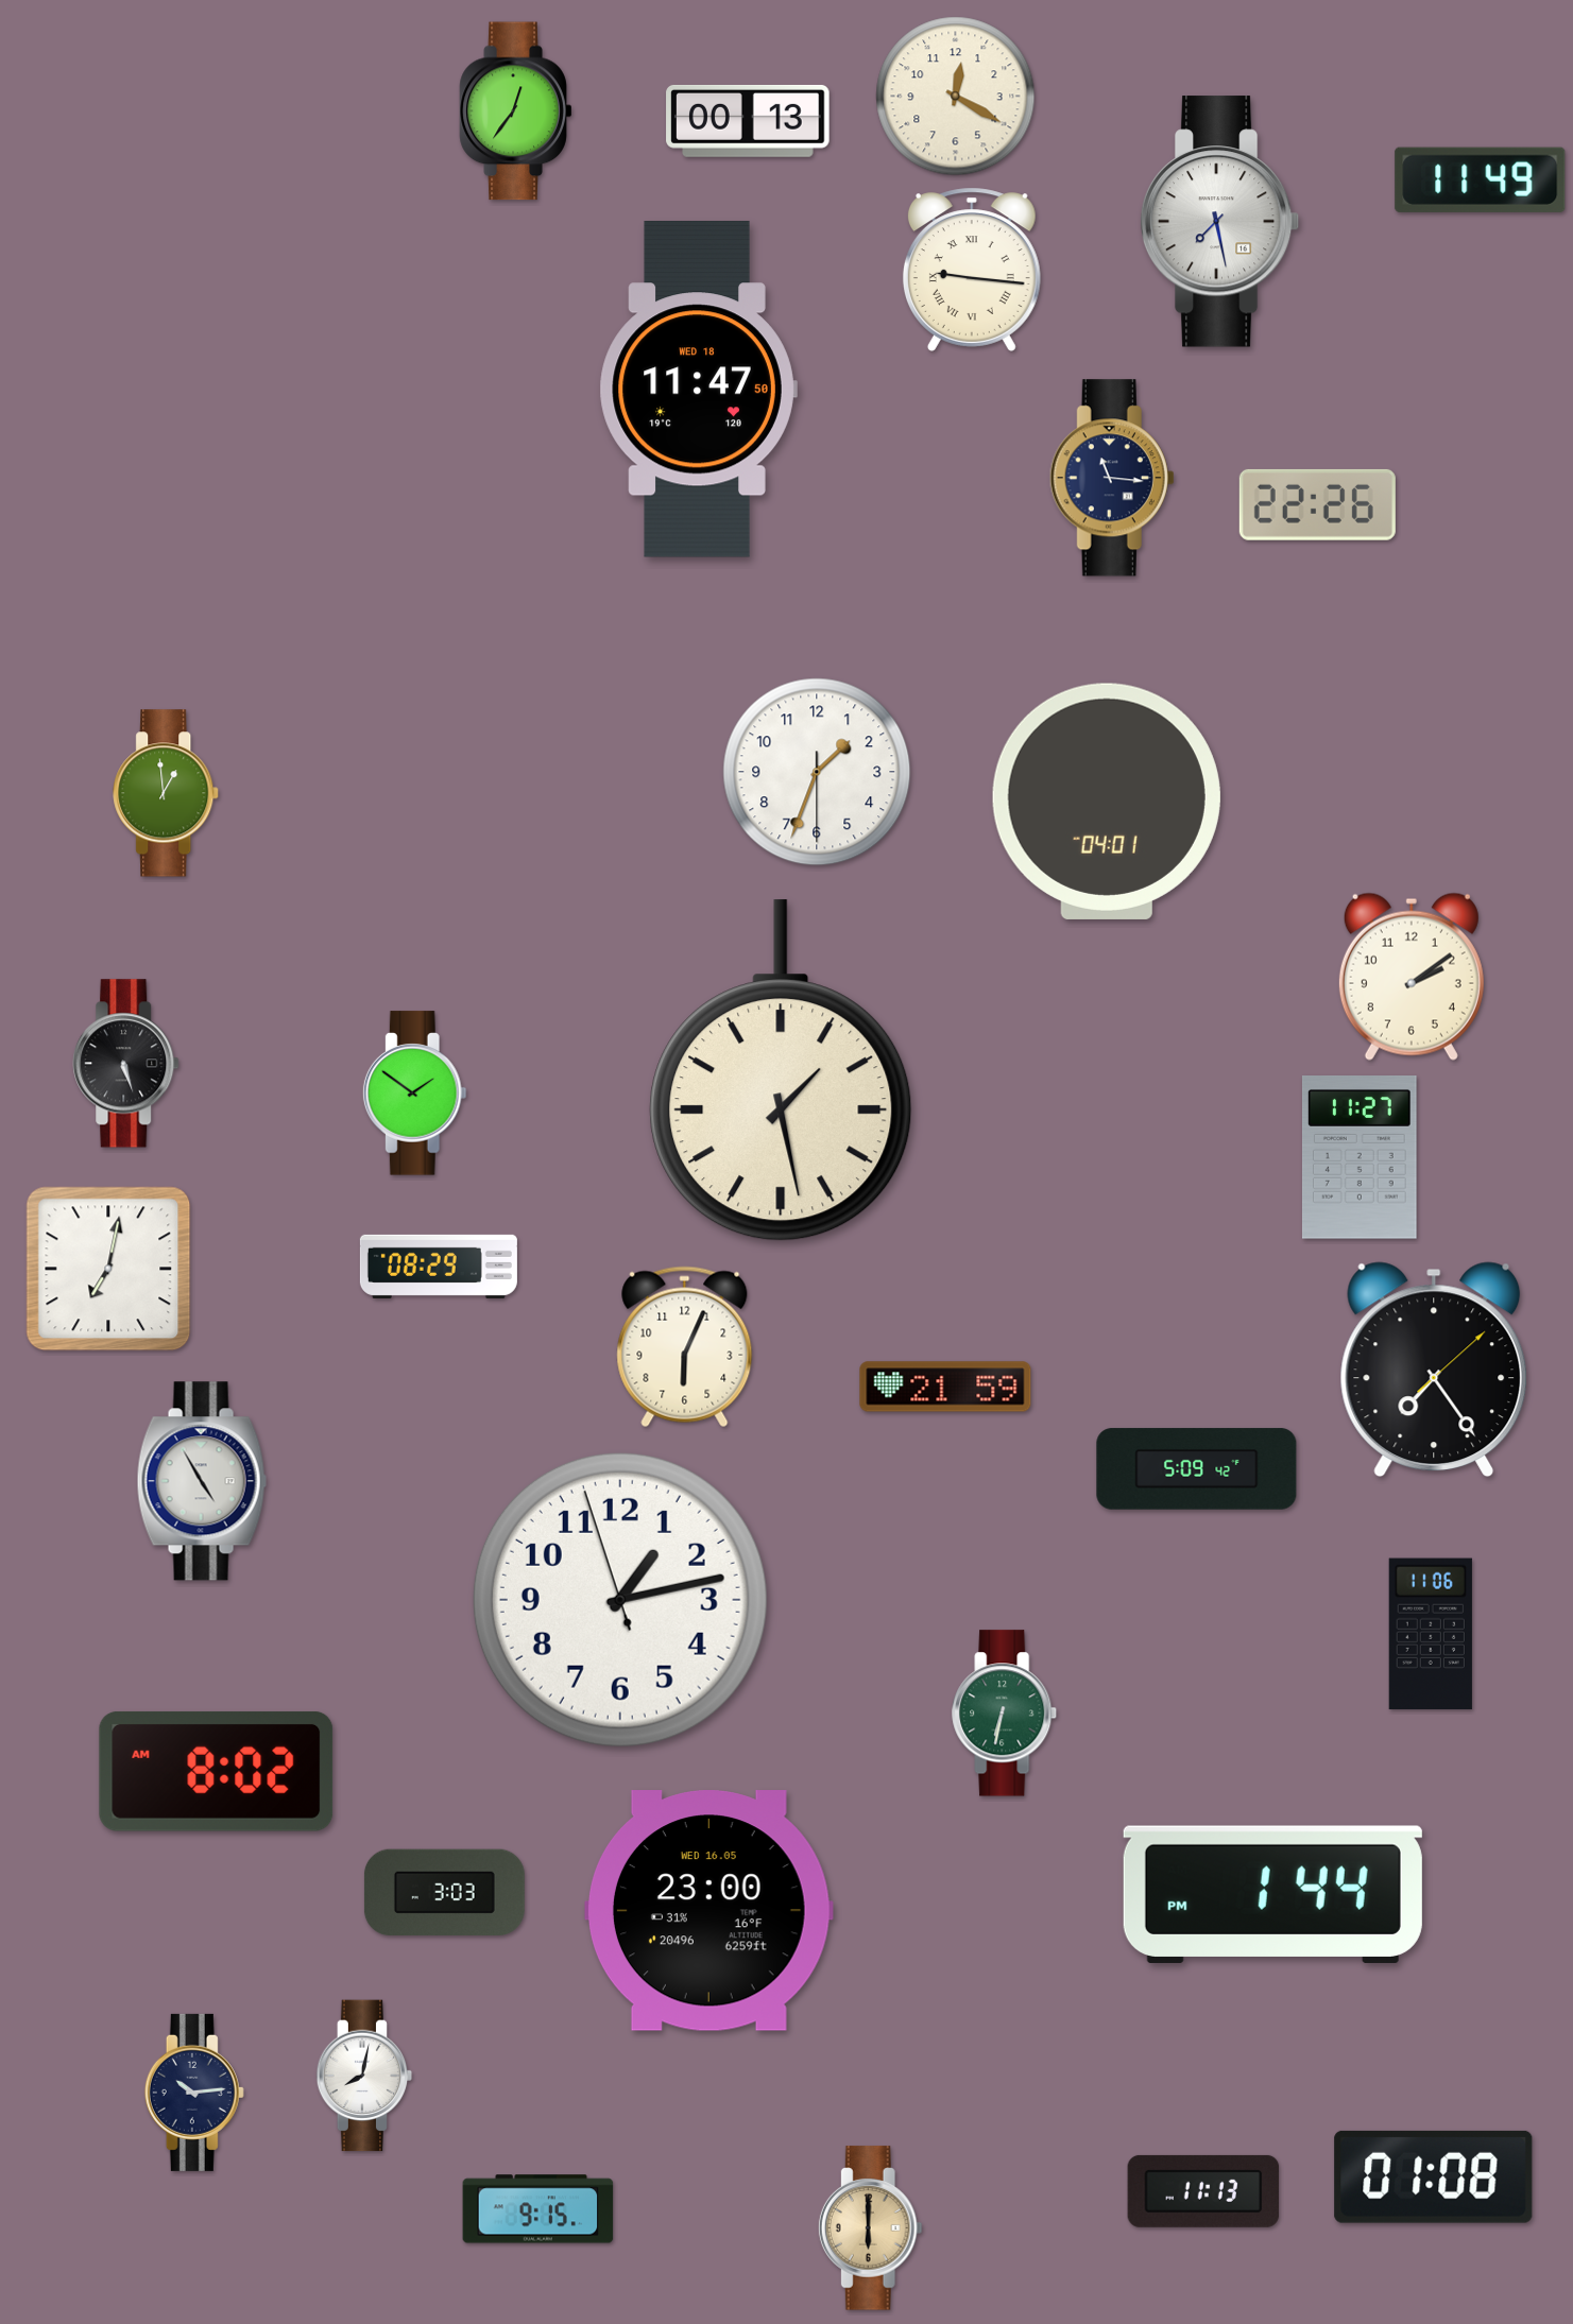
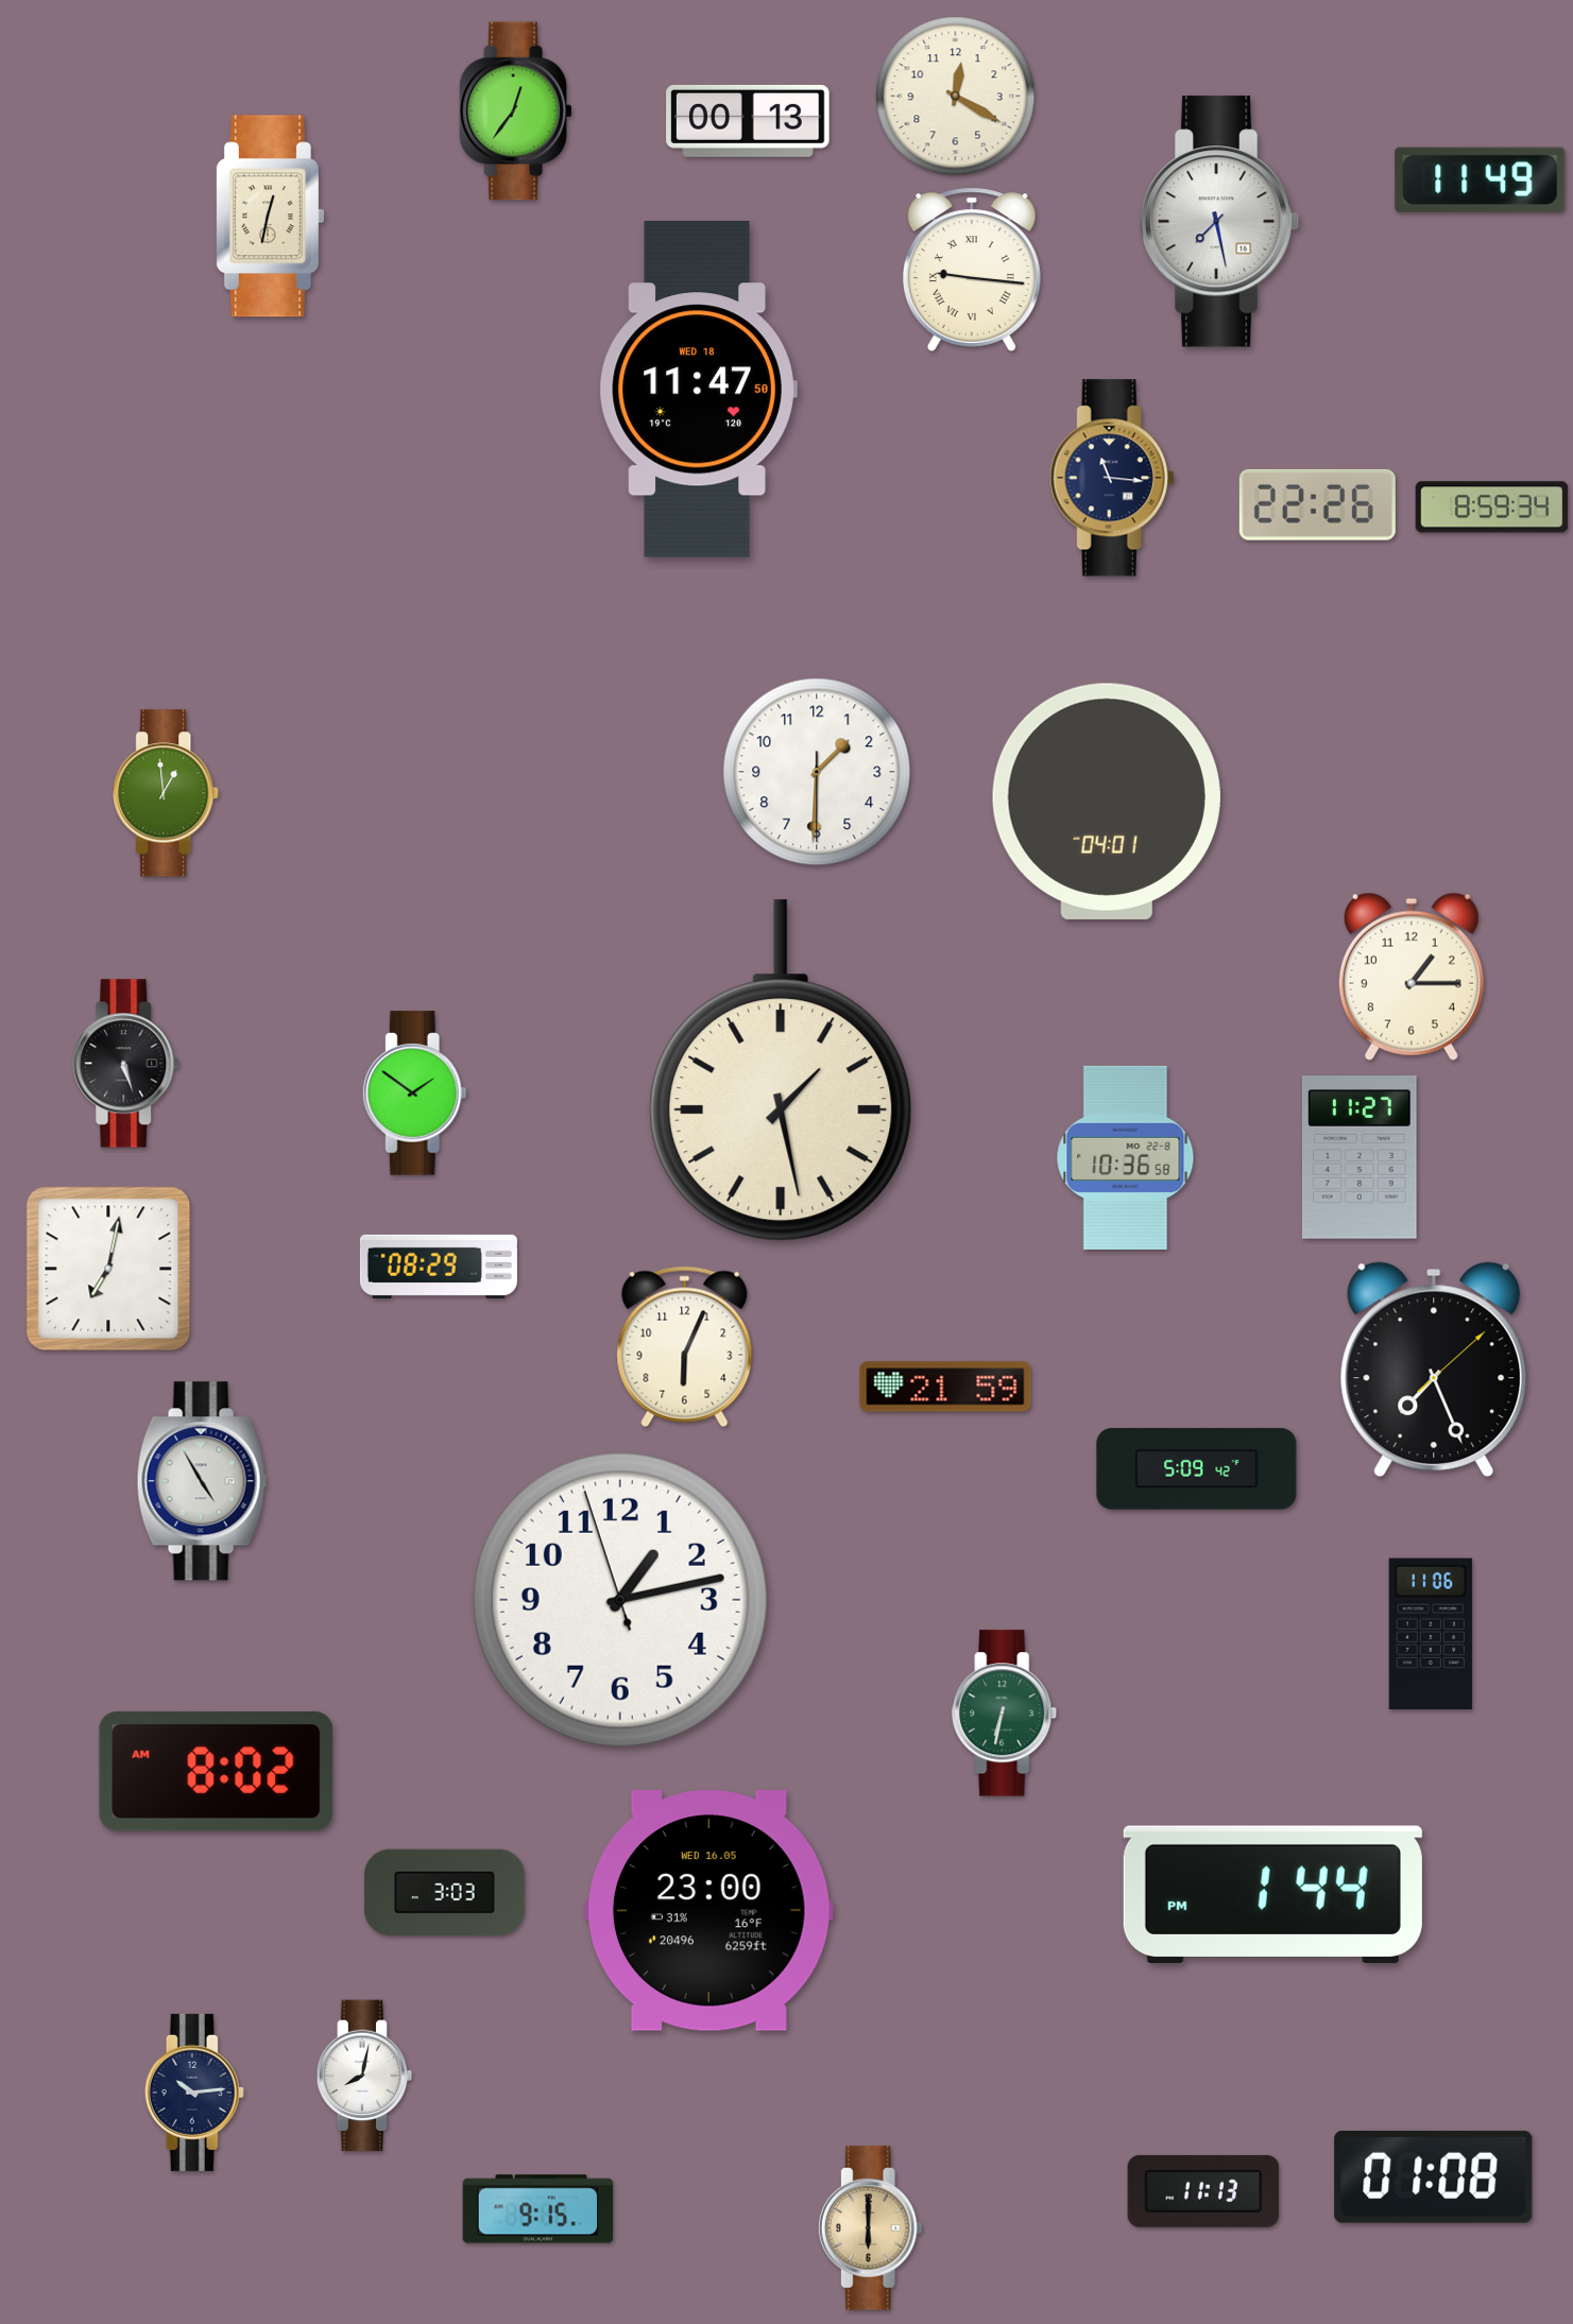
clock at (270, 217): none -> 12:32
clock at (1492, 507): none -> 8:59
clock at (817, 772): 1:33 -> 1:30
clock at (1412, 977): 2:09 -> 1:15
clock at (1126, 1157): none -> 10:36
clock at (1434, 1370): 7:24 -> 7:26
